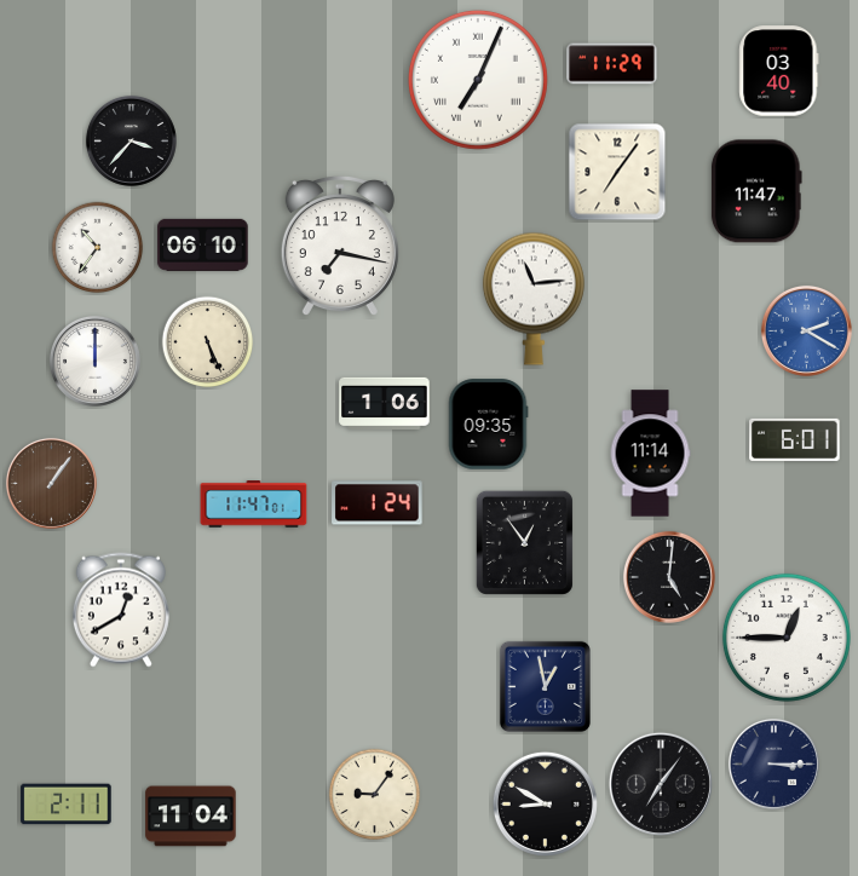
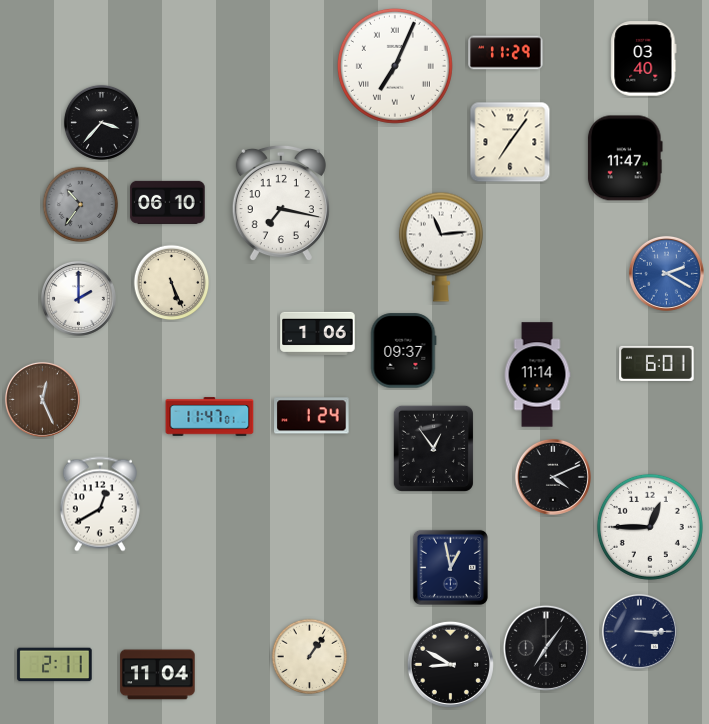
clock at (131, 140) position: (131, 140) -> (101, 122)
clock at (98, 248) dial: white -> grey
clock at (94, 361): 12:00 -> 2:00
clock at (488, 425): 09:35 -> 09:37
clock at (51, 483): 1:06 -> 12:26
clock at (669, 577): 5:01 -> 4:11
clock at (375, 795): 9:06 -> 1:06
